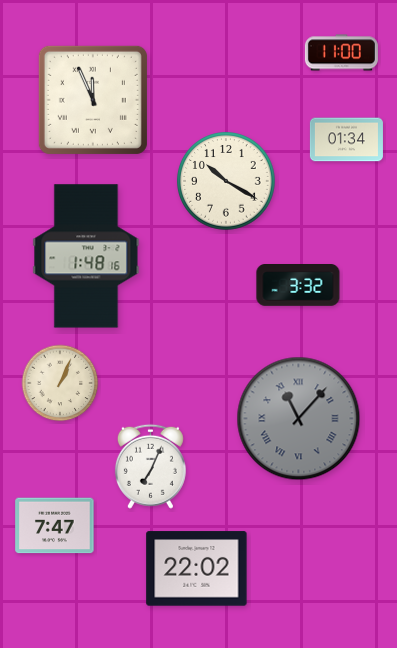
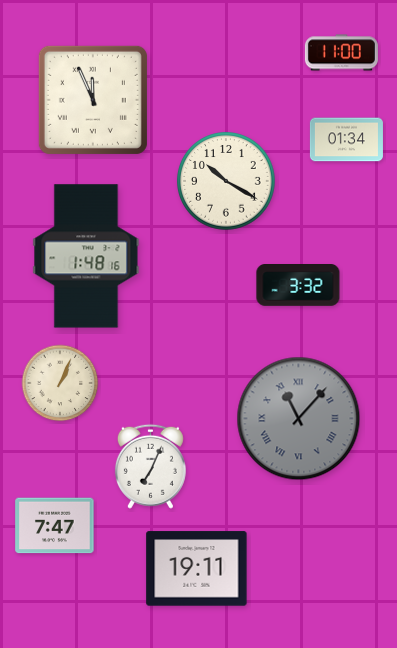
clock at (197, 569): 22:02 -> 19:11
